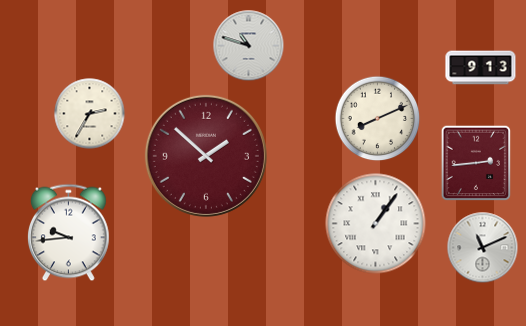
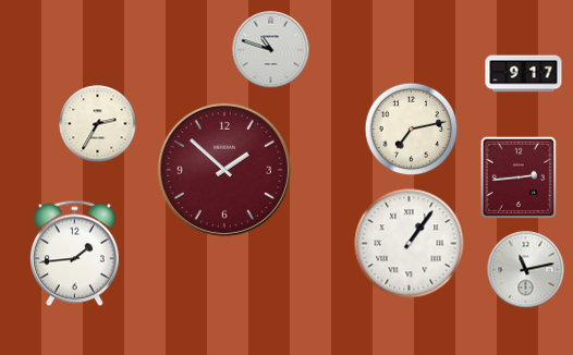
clock at (481, 68): 9:13 -> 9:17
clock at (378, 119): 8:11 -> 7:13
clock at (68, 233): 9:44 -> 1:44
clock at (483, 248): 11:11 -> 11:13
